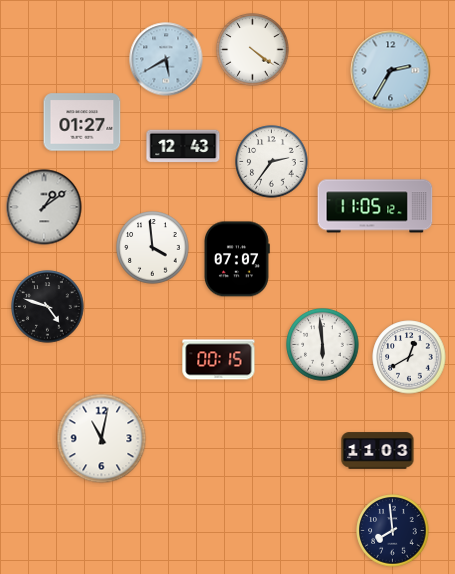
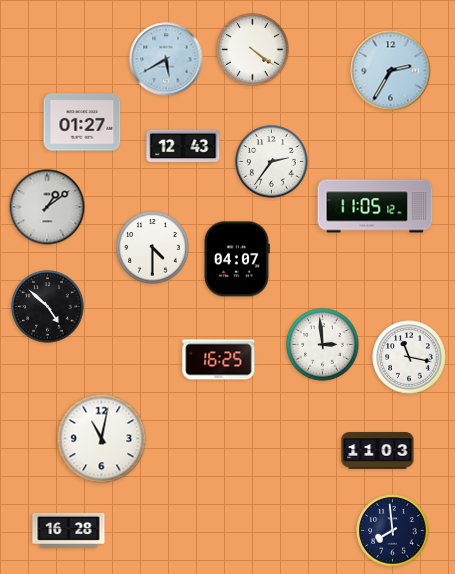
clock at (44, 207) position: (44, 207) -> (47, 207)
clock at (153, 248): 3:59 -> 4:30
clock at (236, 259): 07:07 -> 04:07
clock at (48, 307): 4:48 -> 4:52
clock at (323, 345): 5:59 -> 2:59
clock at (409, 357): 12:40 -> 11:17
clock at (219, 360): 00:15 -> 16:25
clock at (69, 530): none -> 16:28
